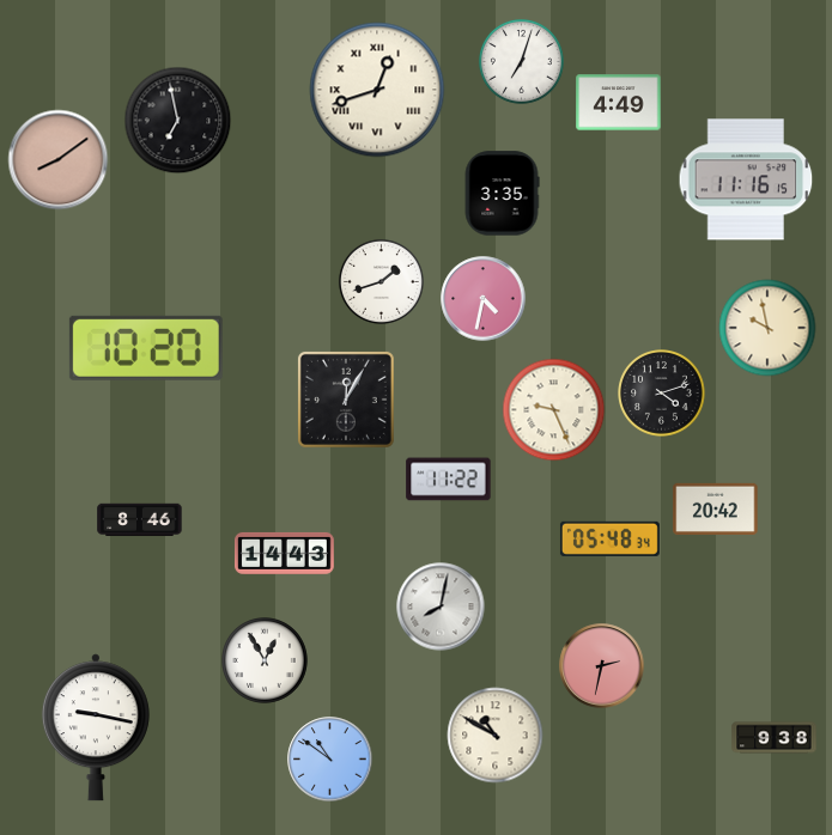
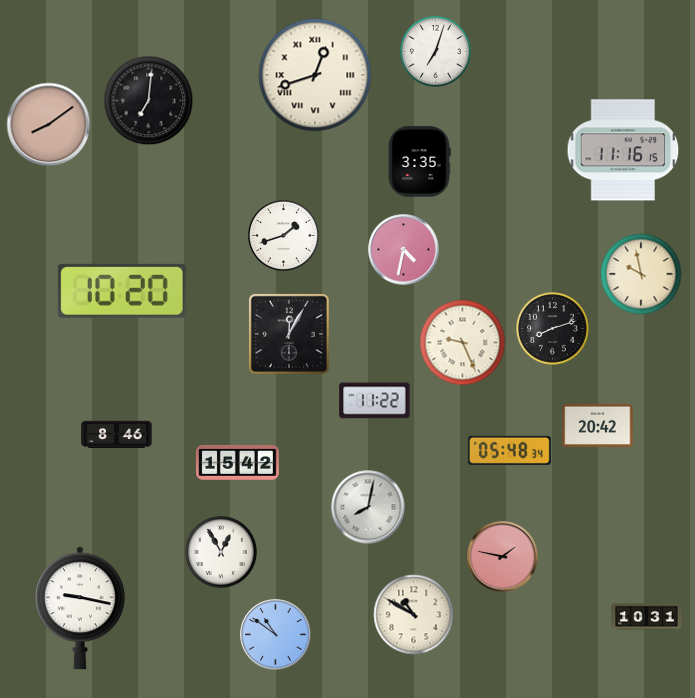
clock at (619, 103): 4:49 -> none
clock at (178, 121): 6:58 -> 7:01
clock at (59, 160) position: (59, 160) -> (49, 125)
clock at (381, 281) position: (381, 281) -> (283, 235)
clock at (662, 394): 4:12 -> 8:12
clock at (284, 553): 14:43 -> 15:42
clock at (602, 666): 2:32 -> 1:47
clock at (775, 738): 9:38 -> 10:31
